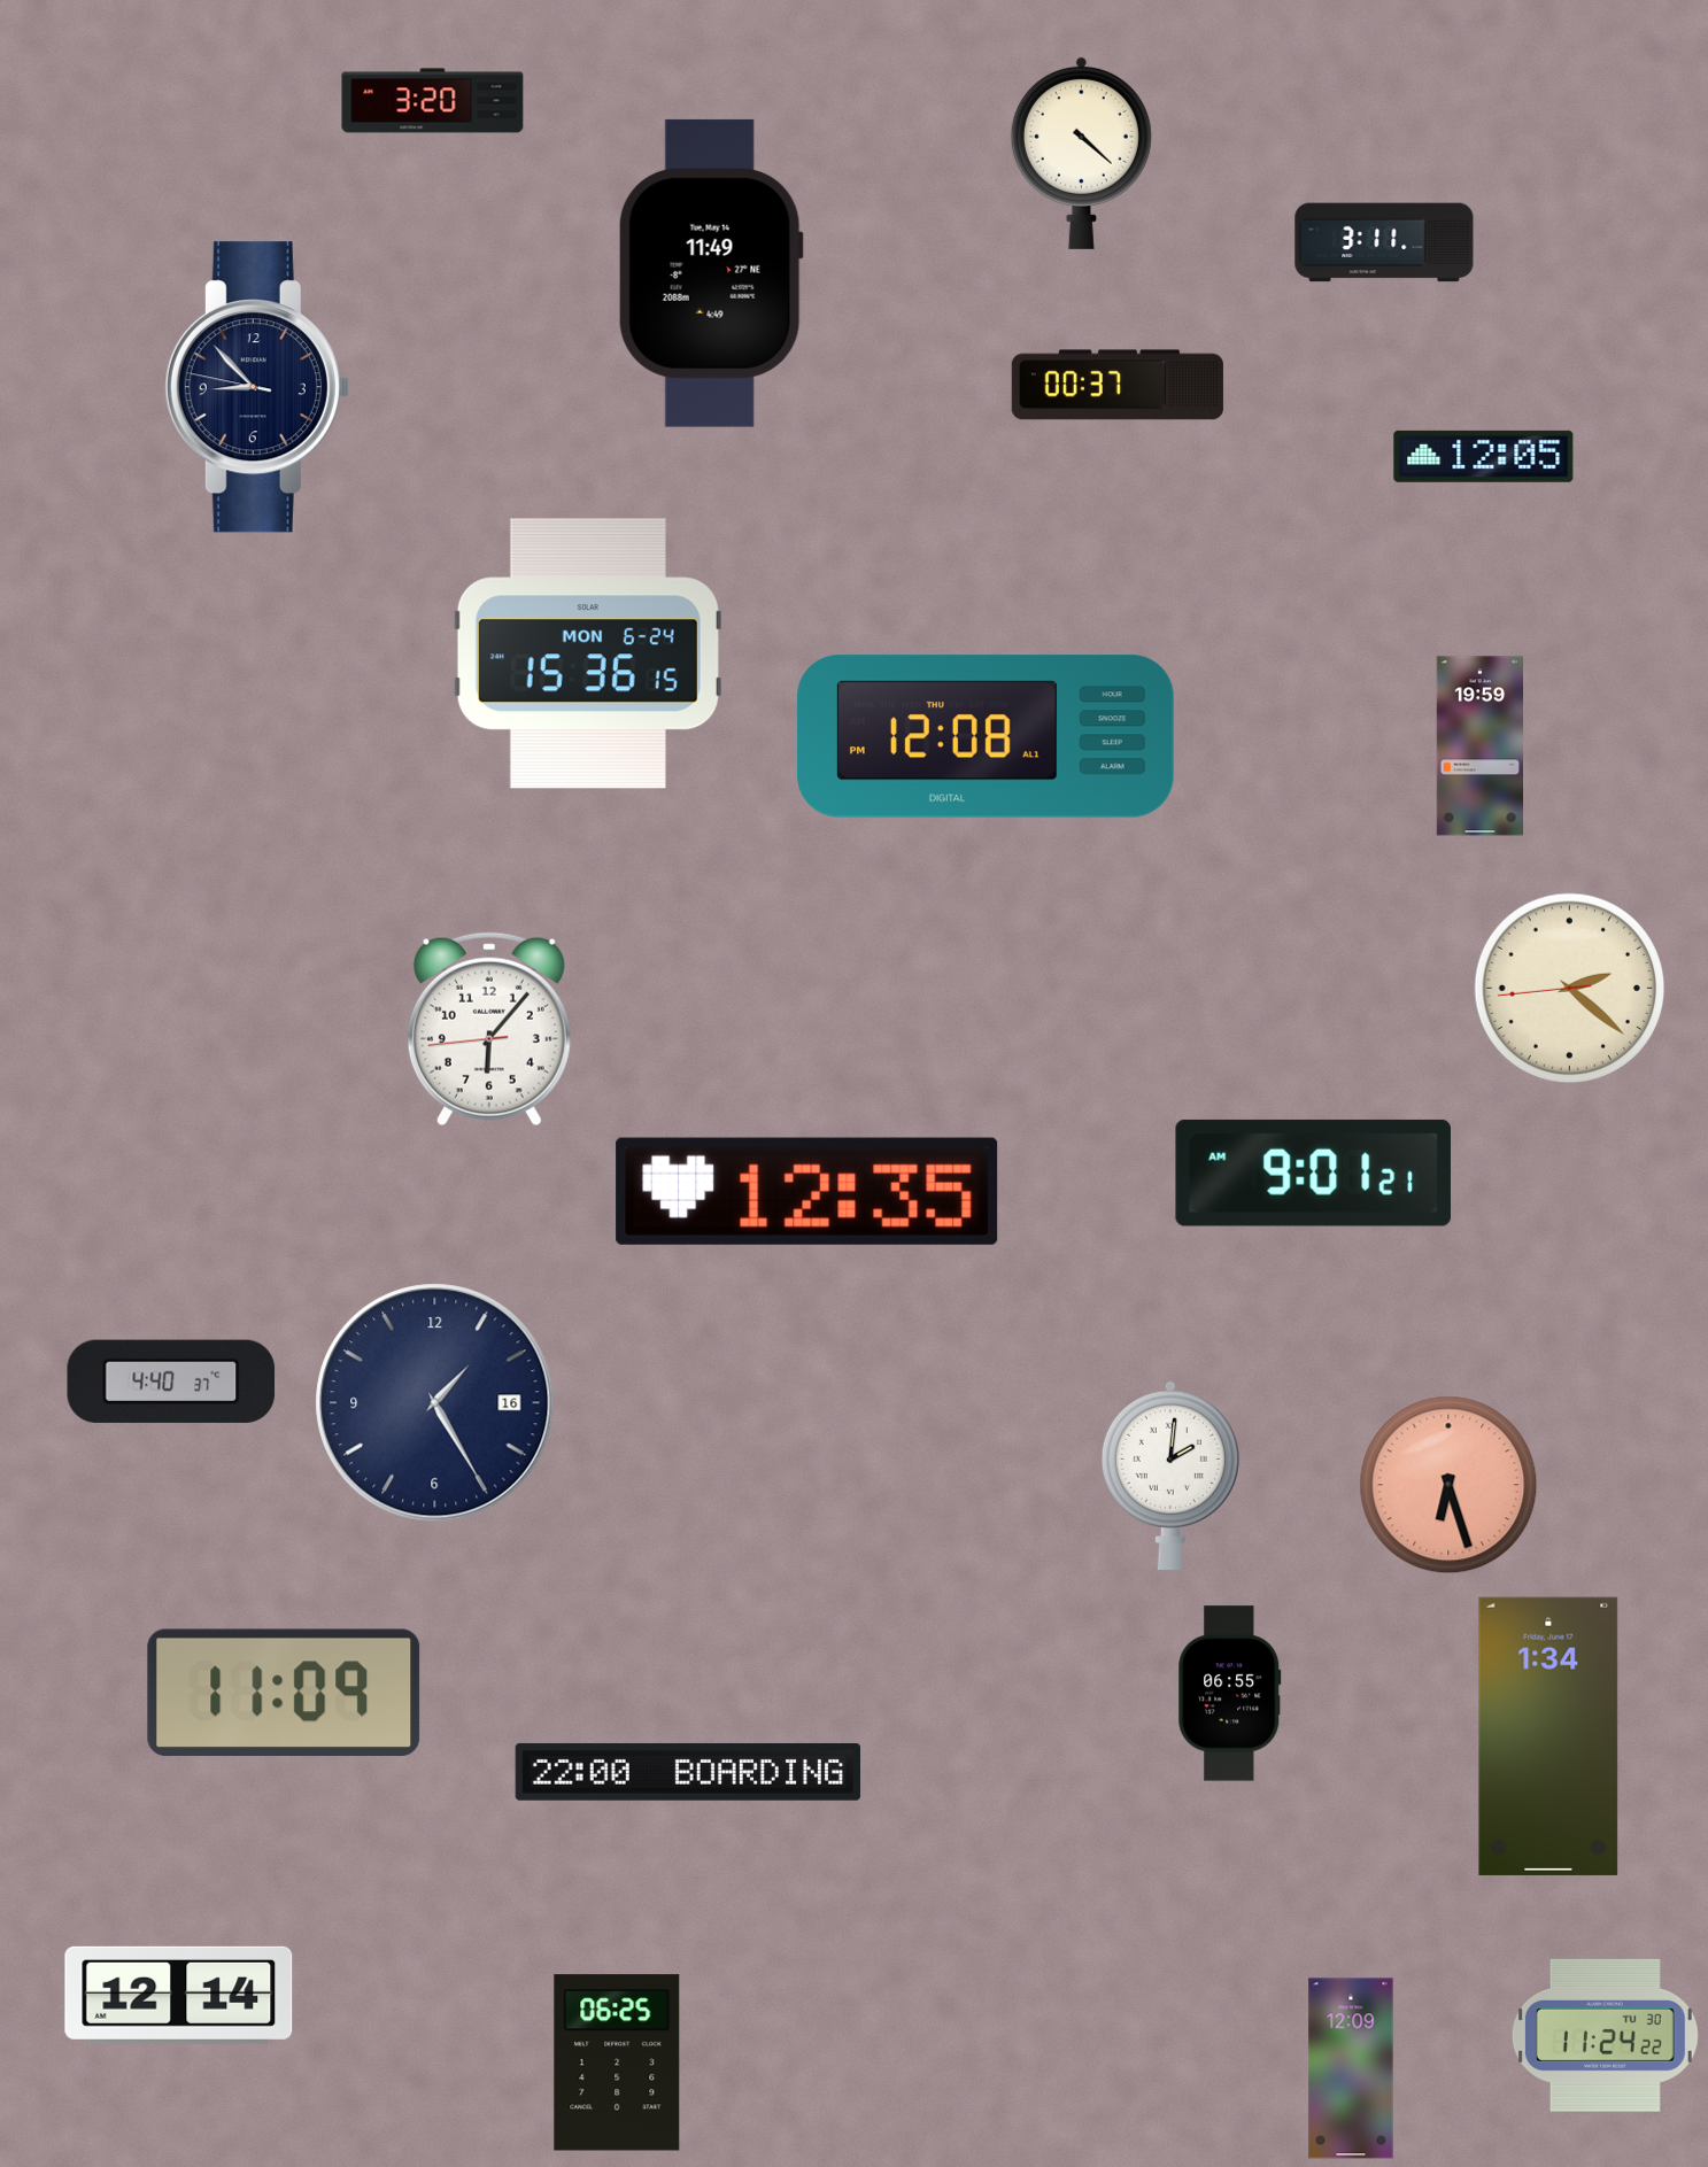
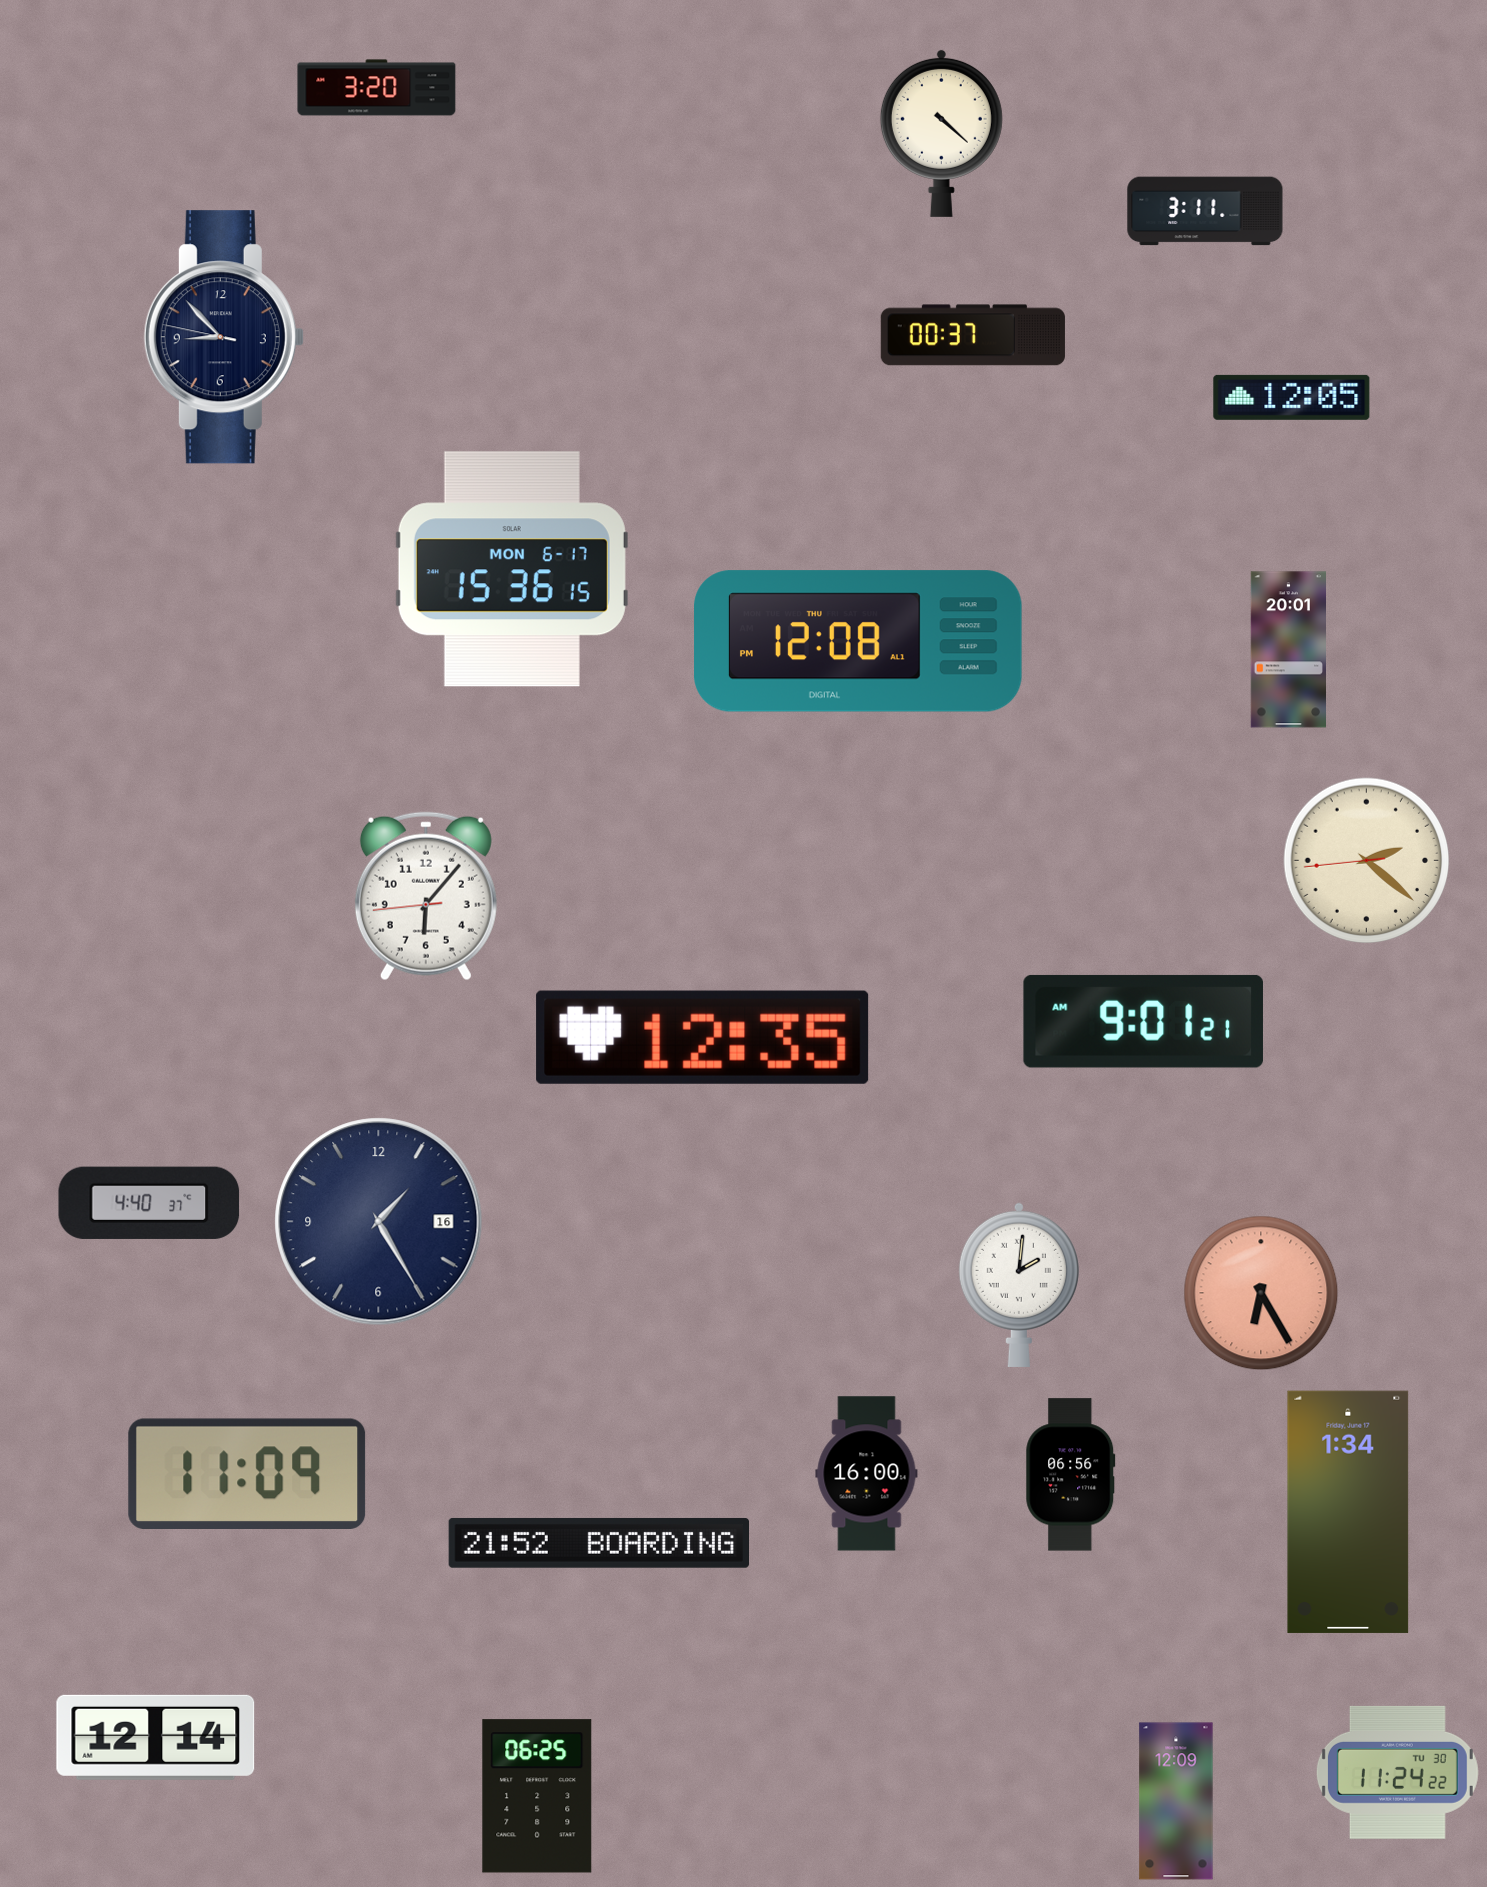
clock at (711, 273): 11:49 -> none
clock at (588, 653) date: MON 6-24 -> MON 6-17
clock at (1479, 746): 19:59 -> 20:01
clock at (1448, 1485): 6:27 -> 6:25
clock at (867, 1474): none -> 16:00
clock at (1230, 1694): 06:55 -> 06:56
clock at (687, 1772): 22:00 -> 21:52
